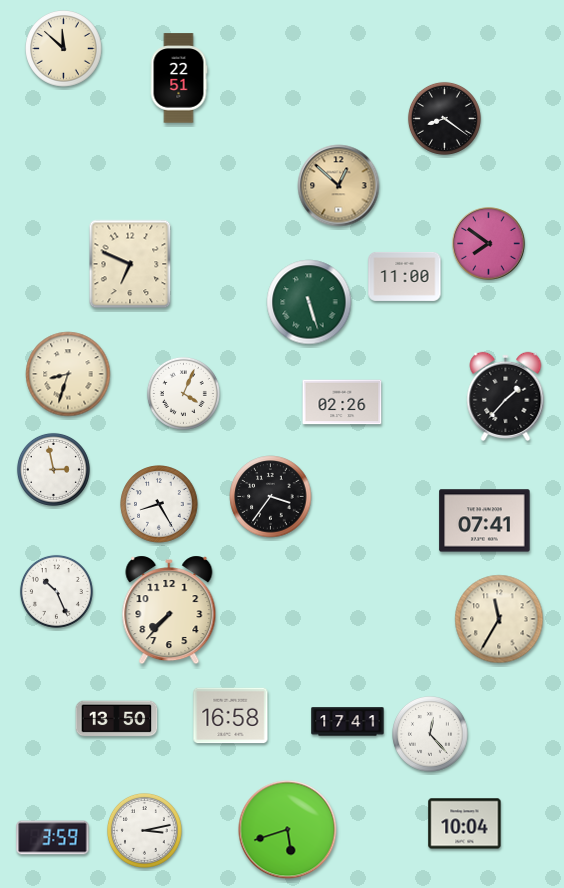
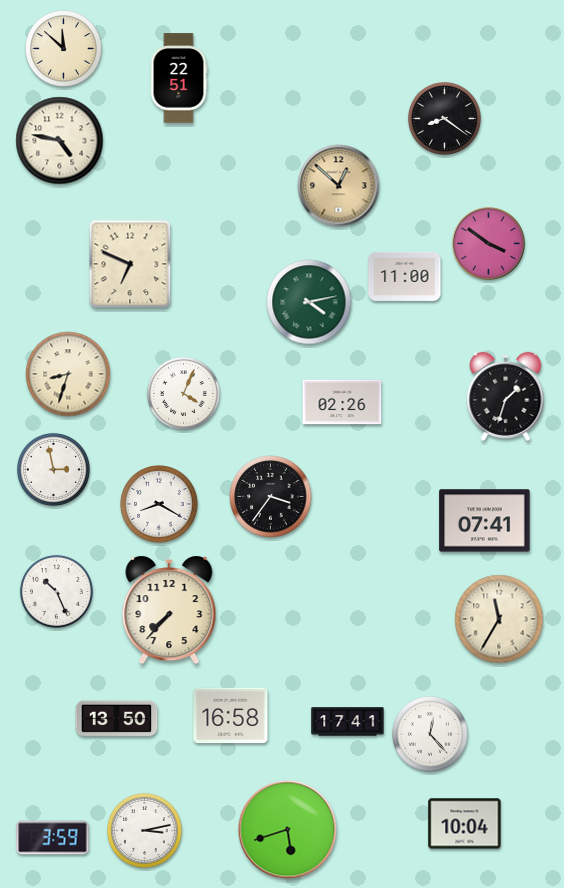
clock at (60, 141): none -> 4:47
clock at (489, 244): 7:51 -> 3:51
clock at (309, 302): 5:27 -> 4:13
clock at (506, 396): 1:37 -> 1:33
clock at (159, 504): 8:25 -> 8:20
